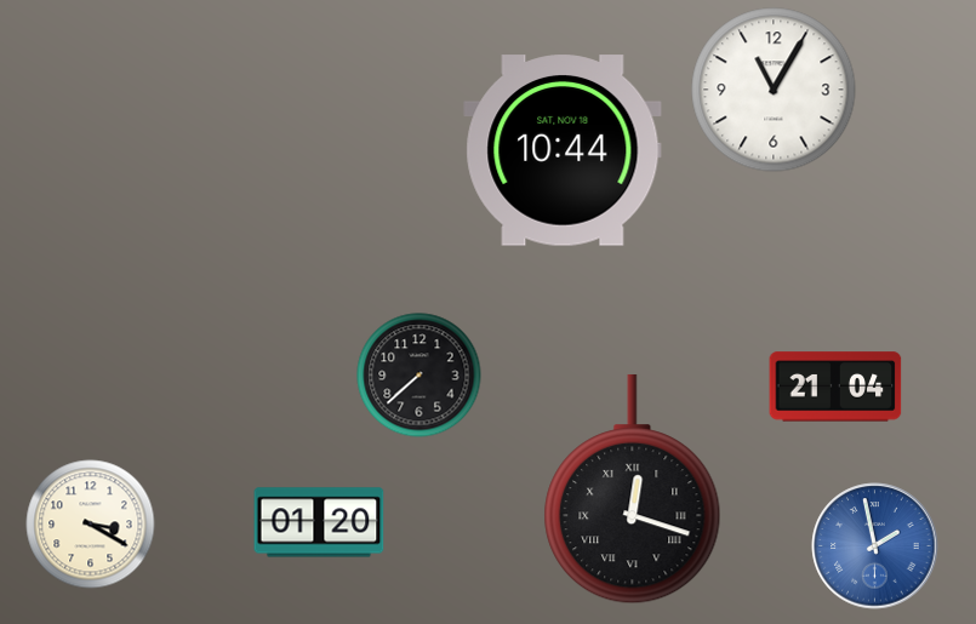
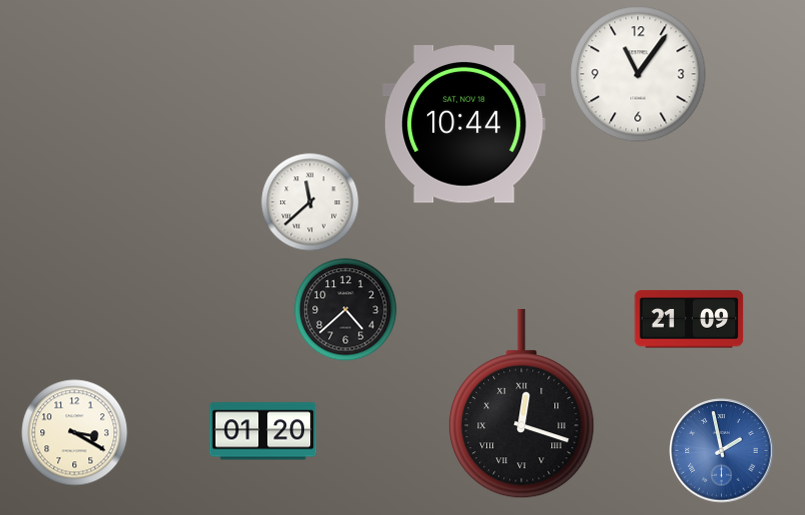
clock at (774, 90): 11:05 -> 11:06
clock at (310, 202): none -> 11:38
clock at (419, 376): 7:38 -> 4:38
clock at (835, 387): 21:04 -> 21:09
